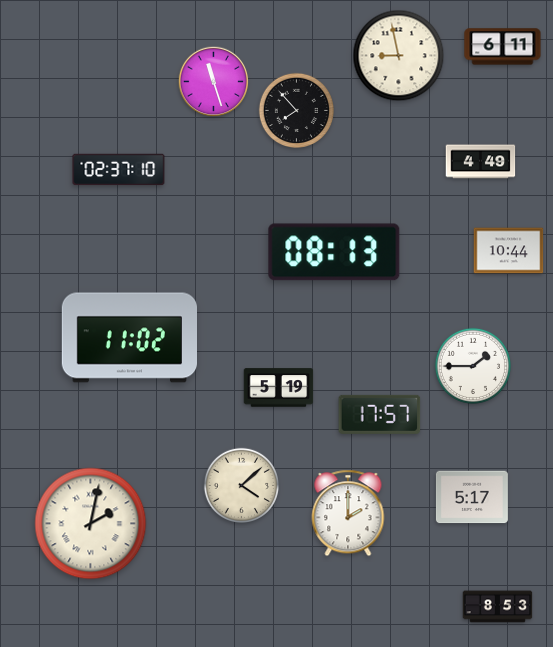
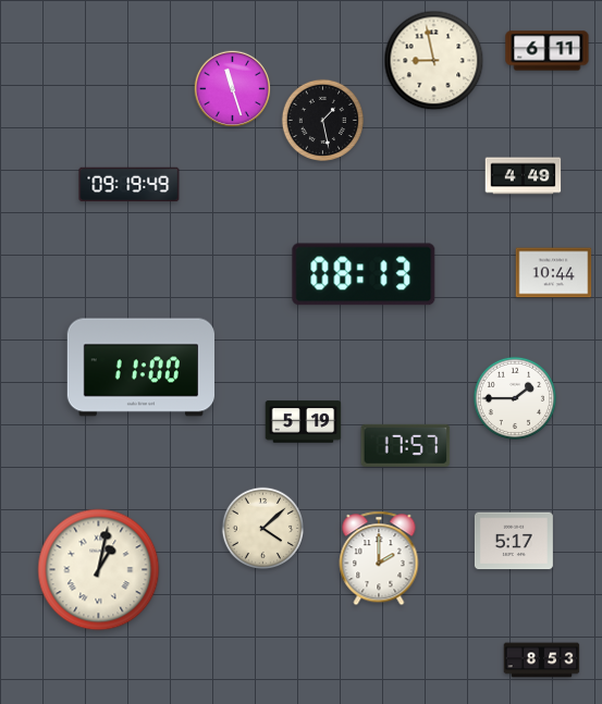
clock at (297, 110): 7:53 -> 1:28
clock at (119, 170): 02:37 -> 09:19
clock at (129, 338): 11:02 -> 11:00
clock at (380, 414) position: (380, 414) -> (406, 445)
clock at (91, 524): 2:02 -> 1:02
